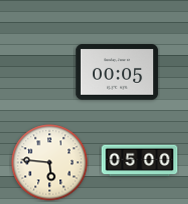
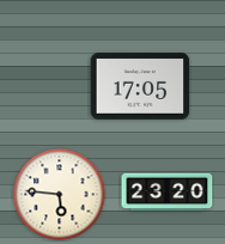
clock at (117, 72): 00:05 -> 17:05
clock at (140, 161): 05:00 -> 23:20
